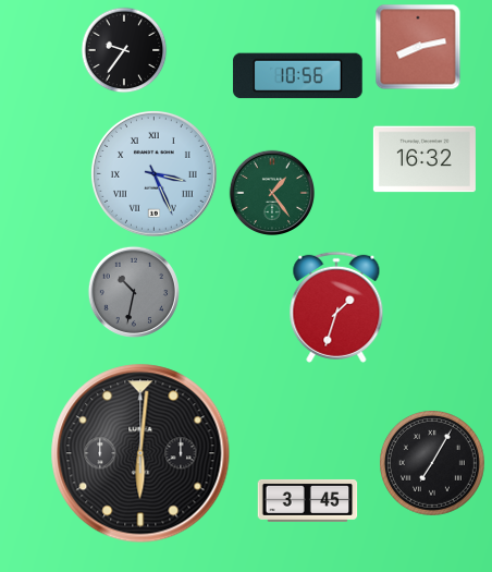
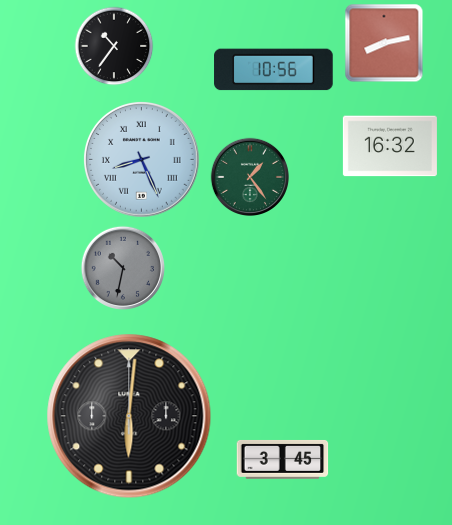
clock at (124, 50): 9:36 -> 10:36
clock at (153, 173): 3:26 -> 8:26
clock at (336, 307): 1:33 -> none
clock at (432, 463): 7:05 -> none
